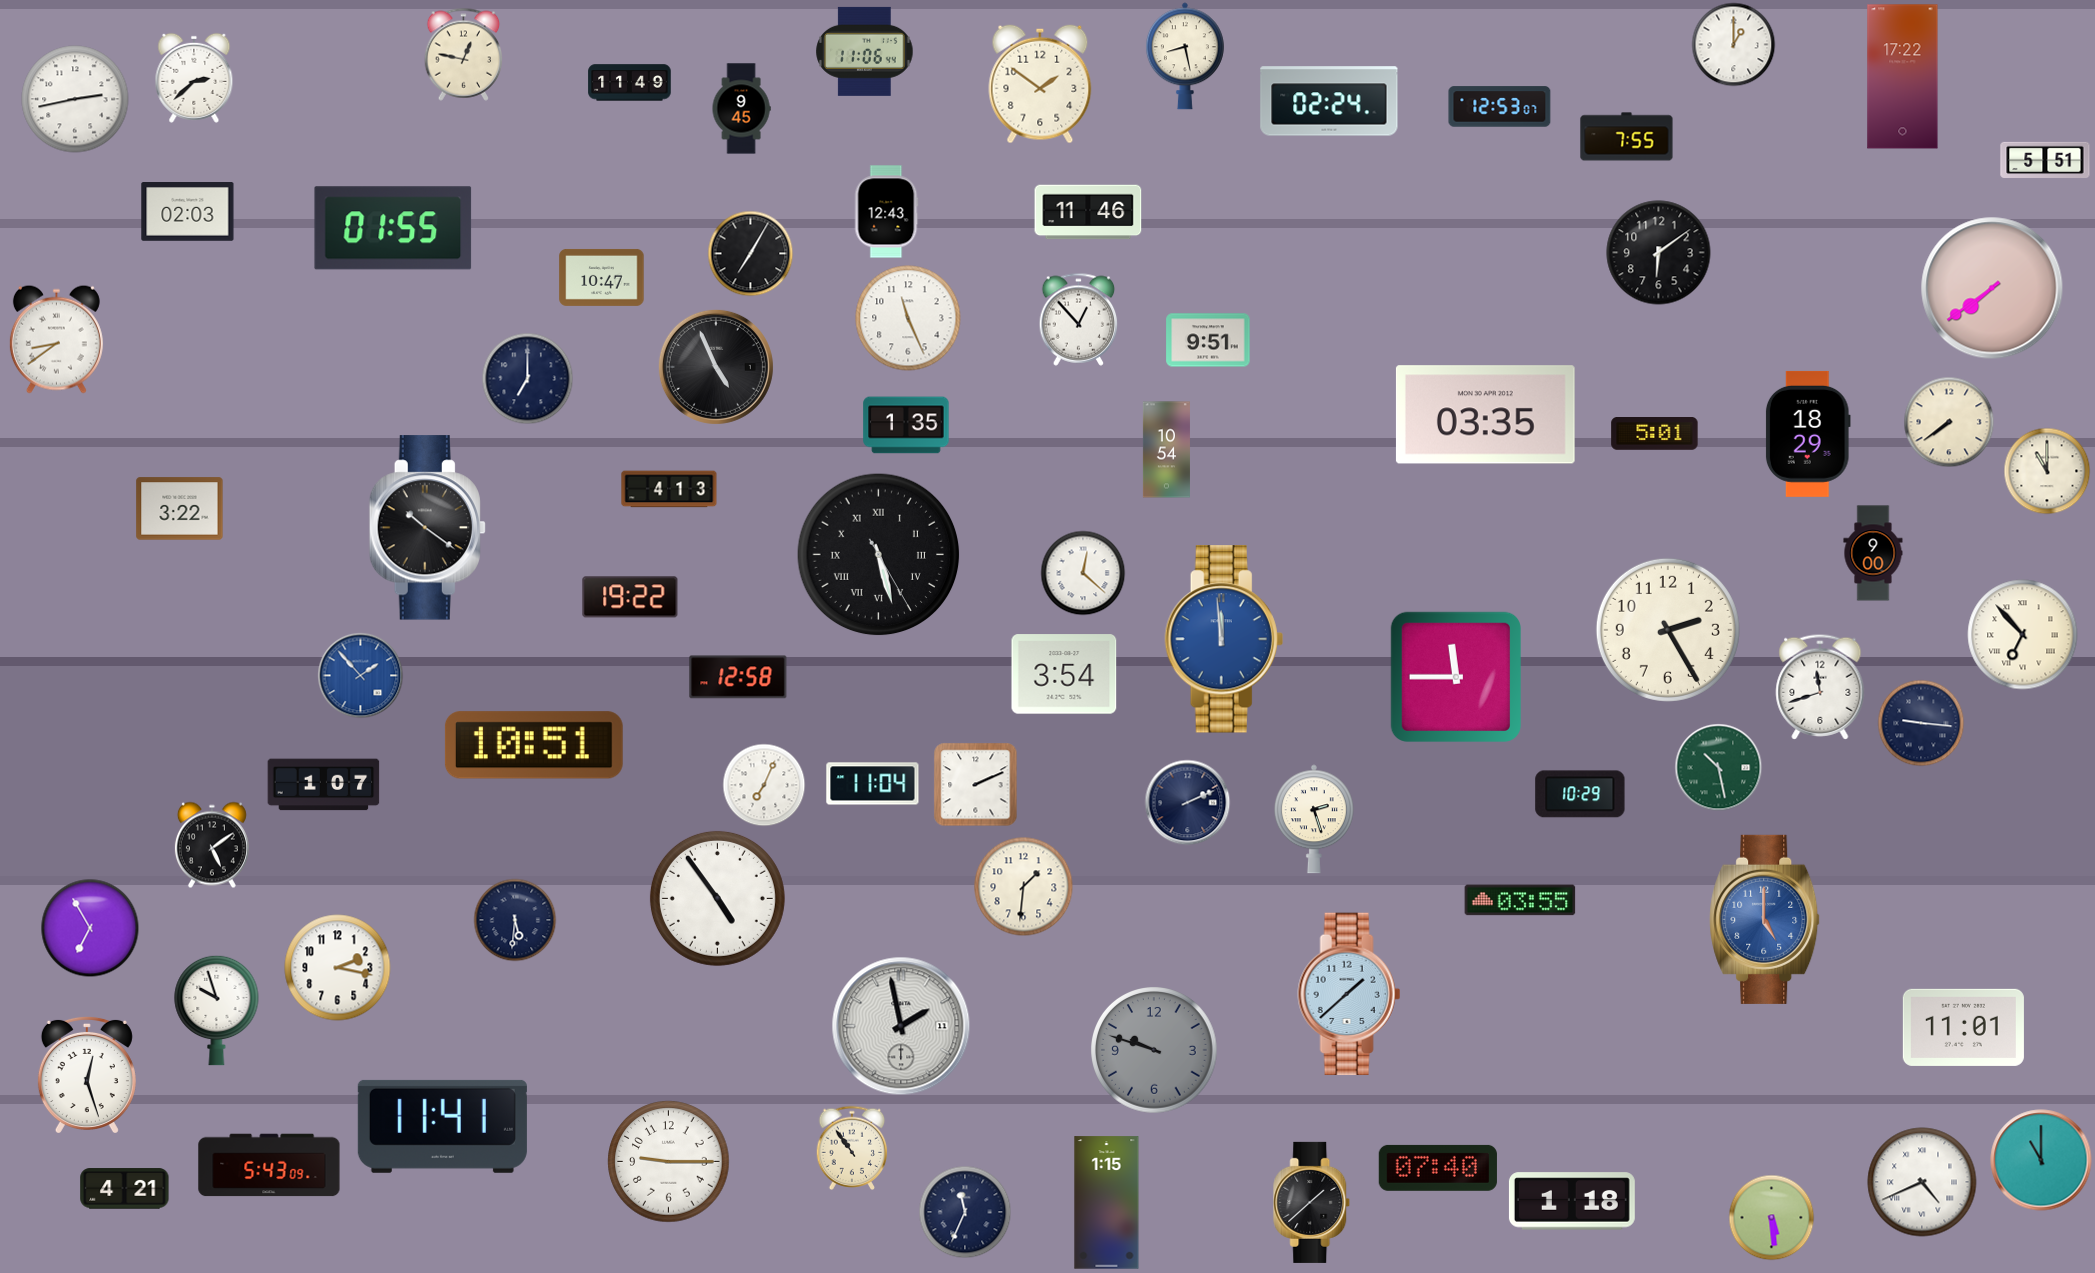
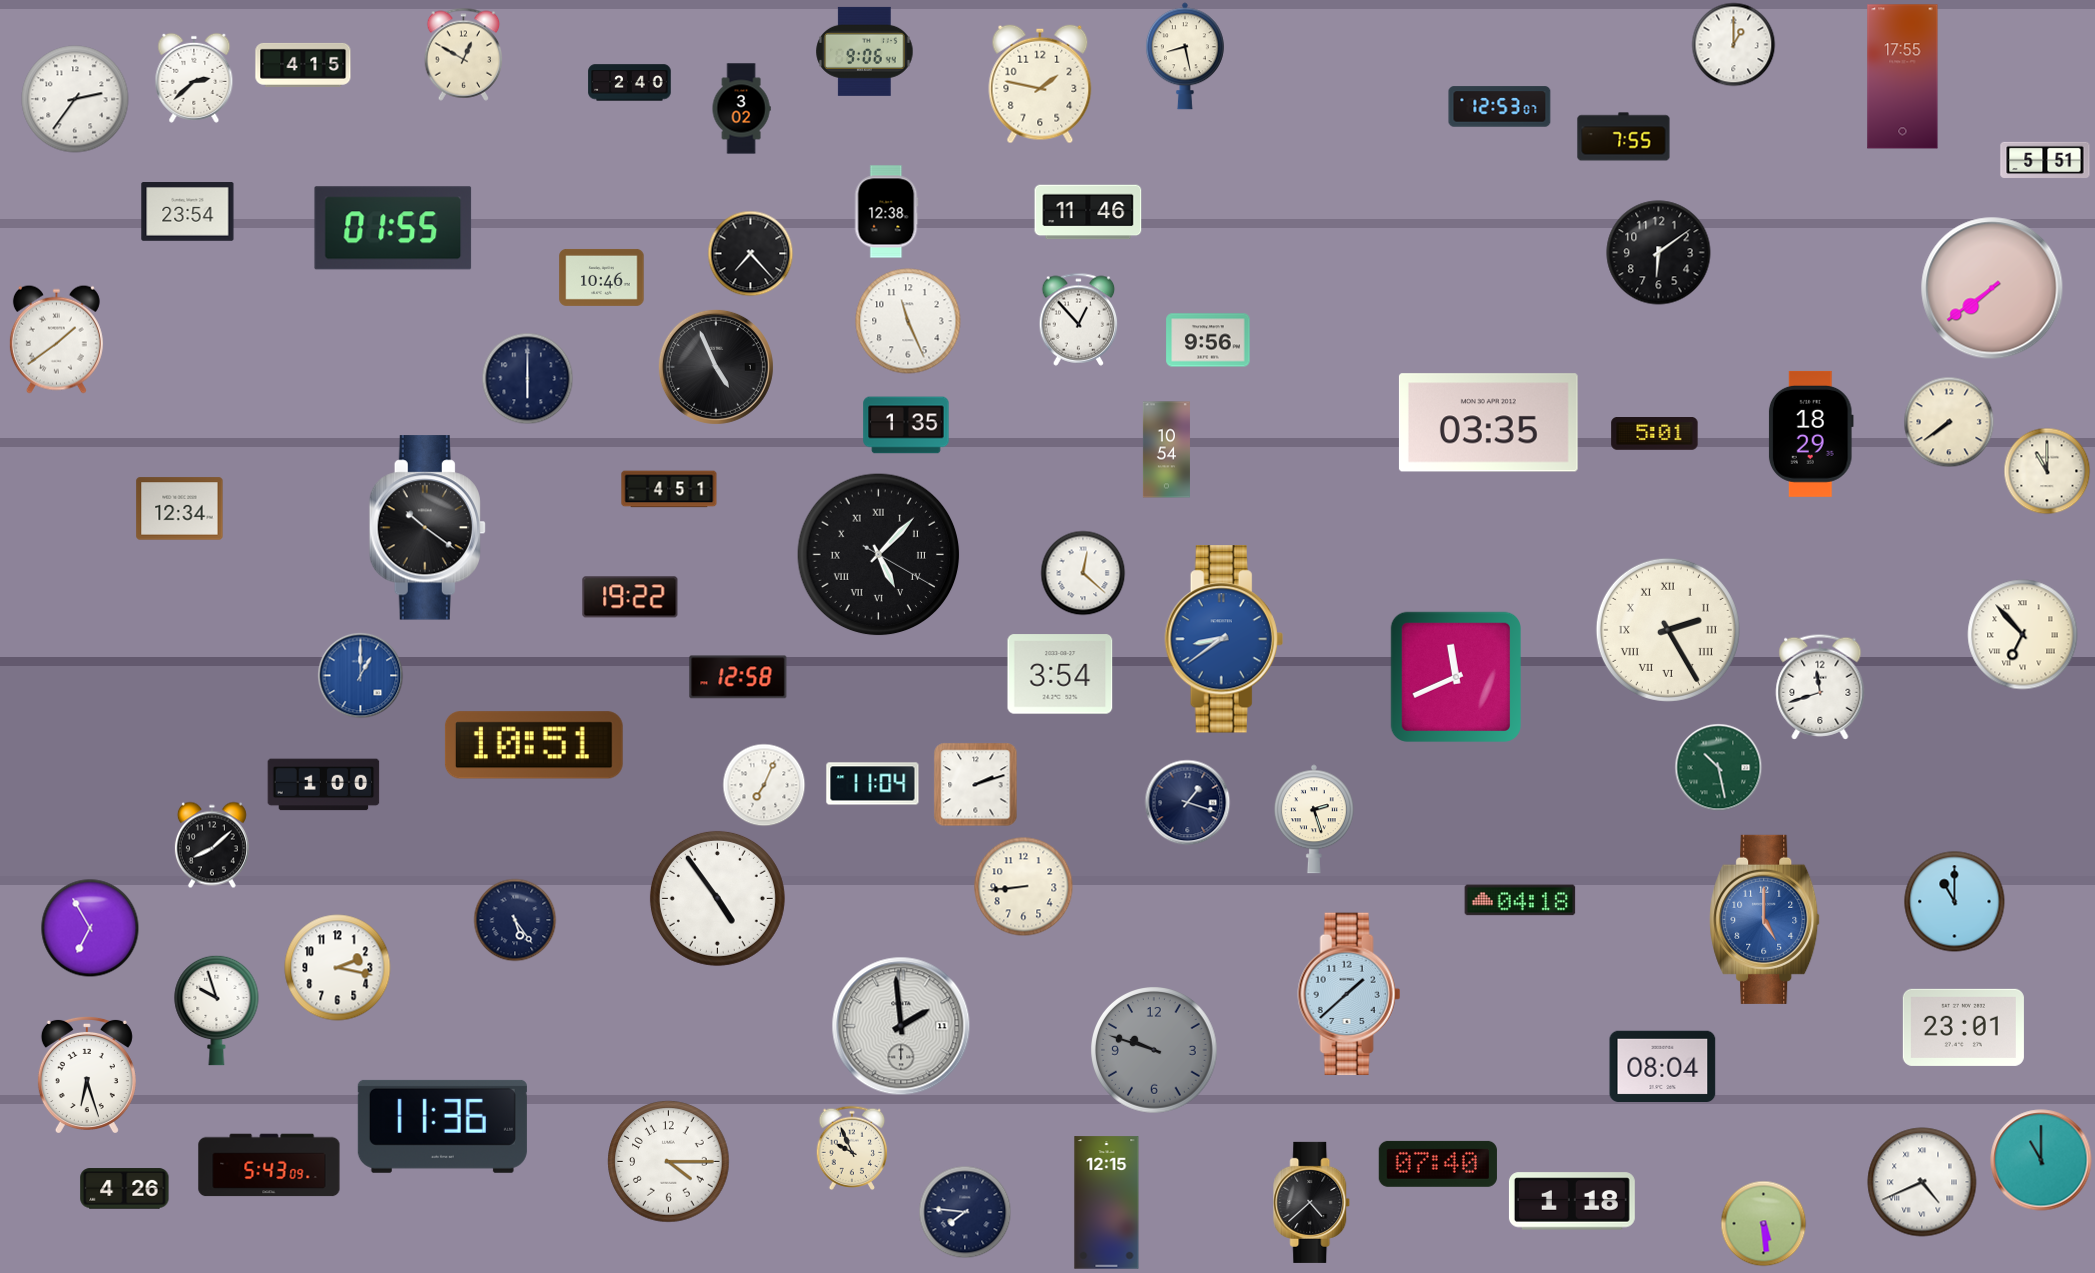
clock at (865, 51): 11:06 -> 9:06
clock at (464, 54): 12:47 -> 12:50
clock at (303, 65): none -> 4:15
clock at (1903, 77): 17:22 -> 17:55
clock at (630, 83): 11:49 -> 2:40
clock at (1040, 84): 1:51 -> 1:47
clock at (75, 99): 2:43 -> 2:36
clock at (1329, 101): 02:24 -> none
clock at (741, 109): 9:45 -> 3:02
clock at (1627, 137) position: (1627, 137) -> (1624, 137)
clock at (188, 212): 02:03 -> 23:54
clock at (886, 212): 12:43 -> 12:38
clock at (750, 253): 7:05 -> 7:23
clock at (602, 277): 10:47 -> 10:46
clock at (908, 318) position: (908, 318) -> (908, 321)
clock at (56, 339): 8:39 -> 1:39
clock at (1208, 340): 9:51 -> 9:56
clock at (527, 378): 7:00 -> 6:00
clock at (1485, 415) position: (1485, 415) -> (1488, 423)
clock at (1808, 434) position: (1808, 434) -> (1811, 434)
clock at (669, 489): 4:13 -> 4:51
clock at (180, 509): 3:22 -> 12:34
clock at (1873, 553): 9:00 -> none
clock at (879, 555): 5:27 -> 5:07
clock at (1668, 630) numerals: Arabic -> Roman
clock at (1224, 639): 11:59 -> 8:39
clock at (1064, 674) position: (1064, 674) -> (1060, 674)
clock at (360, 675): 1:53 -> 1:00
clock at (1456, 677): 11:45 -> 11:41
clock at (1921, 723): 9:16 -> none
clock at (975, 784): 2:11 -> 2:12
clock at (324, 785): 1:07 -> 1:00
clock at (1580, 794): 10:29 -> none
clock at (1187, 802): 2:11 -> 1:18
clock at (212, 845): 5:09 -> 8:08
clock at (1024, 887): 1:31 -> 8:44
clock at (1520, 900): 03:55 -> 04:18
clock at (1955, 902): none -> 11:00
clock at (515, 920): 5:31 -> 5:24
clock at (901, 1026): 1:58 -> 1:59
clock at (1963, 1027): 11:01 -> 23:01
clock at (1663, 1066): none -> 08:04
clock at (87, 1074): 12:27 -> 6:27
clock at (442, 1126): 11:41 -> 11:36
clock at (852, 1147): 10:54 -> 9:56
clock at (669, 1162): 9:15 -> 4:15
clock at (1438, 1168) position: (1438, 1168) -> (1438, 1164)
clock at (125, 1189): 4:21 -> 4:26
clock at (1312, 1202): 1:38 -> 4:38
clock at (1107, 1203): 1:15 -> 12:15
clock at (965, 1212): 11:34 -> 7:46
clock at (1771, 1217) position: (1771, 1217) -> (1763, 1223)
